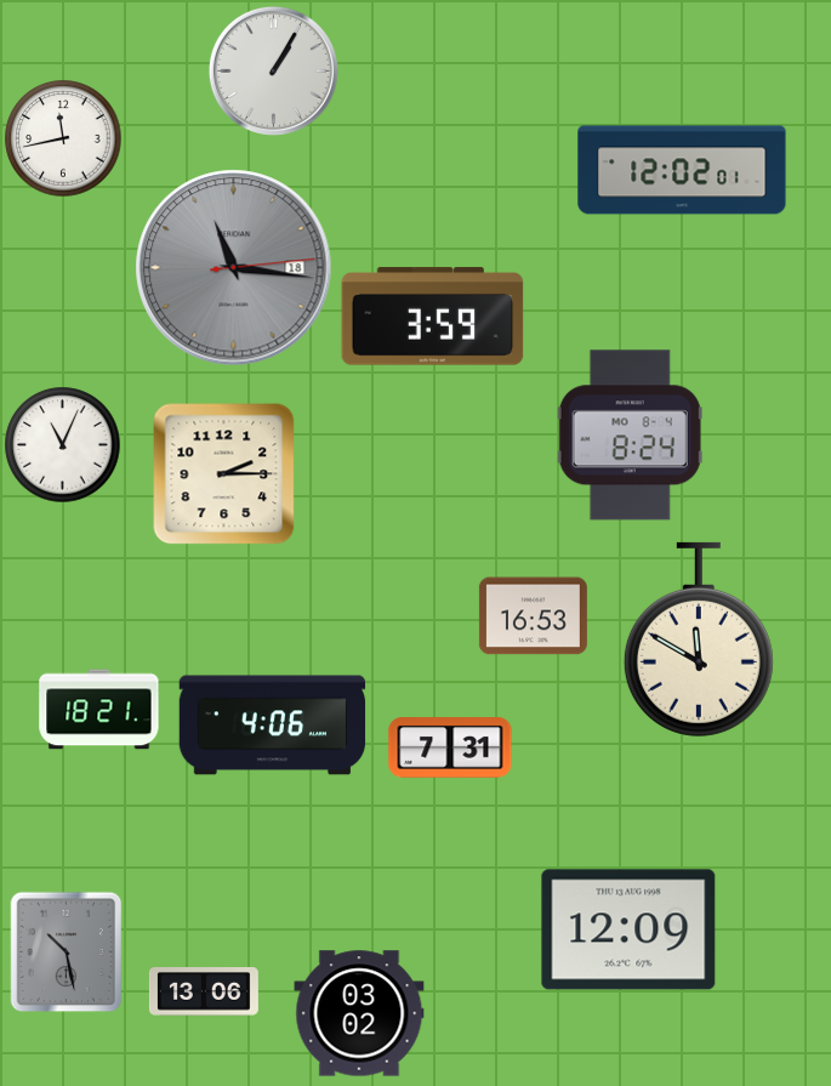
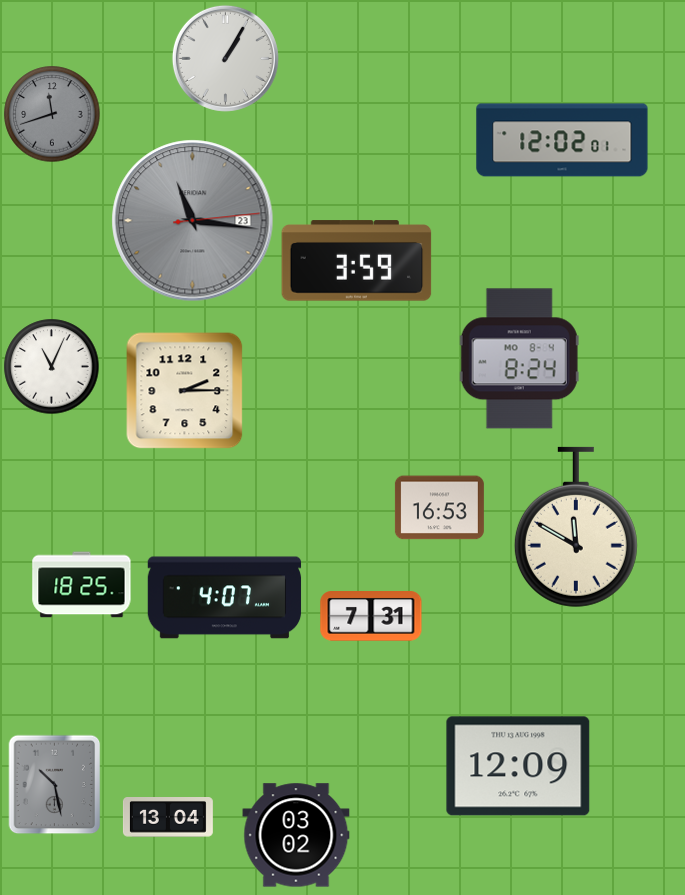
clock at (63, 138): 11:43 -> 11:42
clock at (63, 138) dial: white -> grey
clock at (234, 268) date: 18 -> 23
clock at (99, 710): 18:21 -> 18:25
clock at (273, 726): 4:06 -> 4:07
clock at (204, 991): 13:06 -> 13:04
